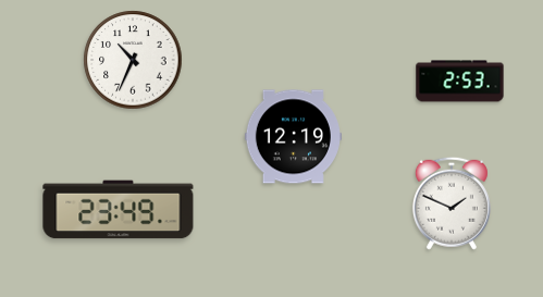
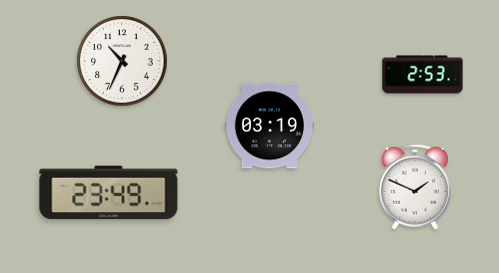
clock at (133, 60) position: (133, 60) -> (122, 61)
clock at (293, 137): 12:19 -> 03:19
